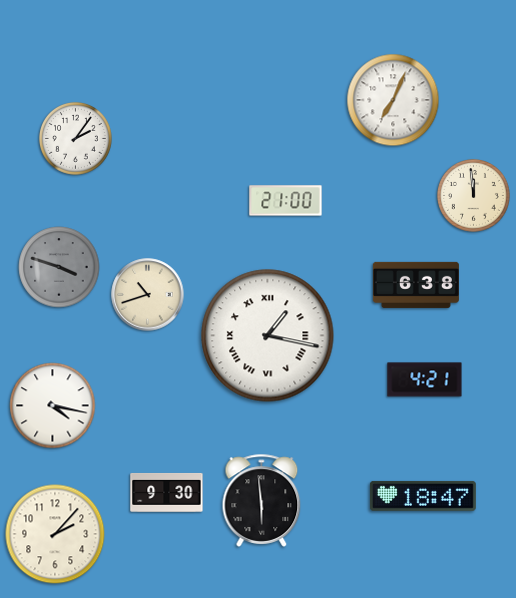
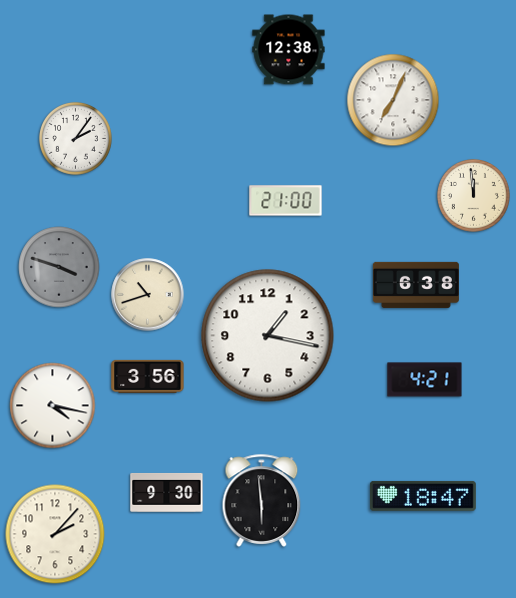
clock at (289, 50): none -> 12:38
clock at (268, 336) numerals: Roman -> Arabic
clock at (148, 376): none -> 3:56
